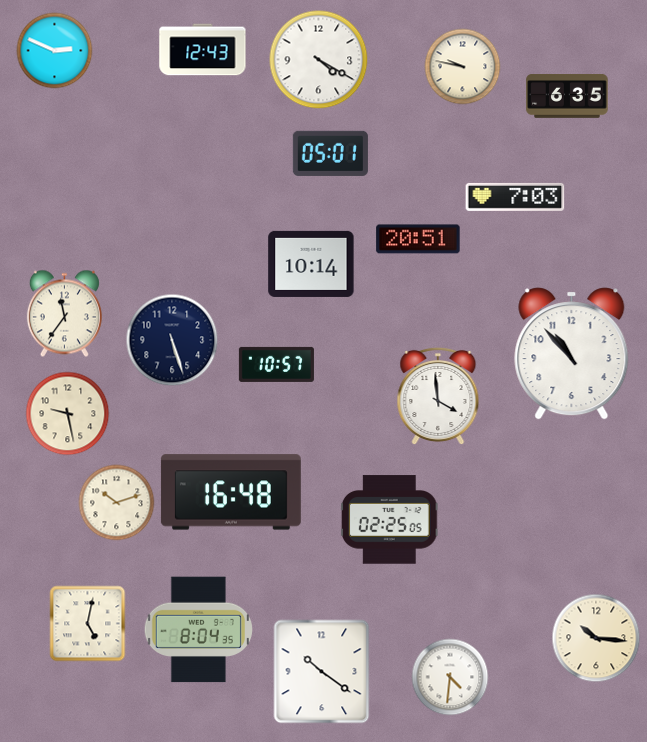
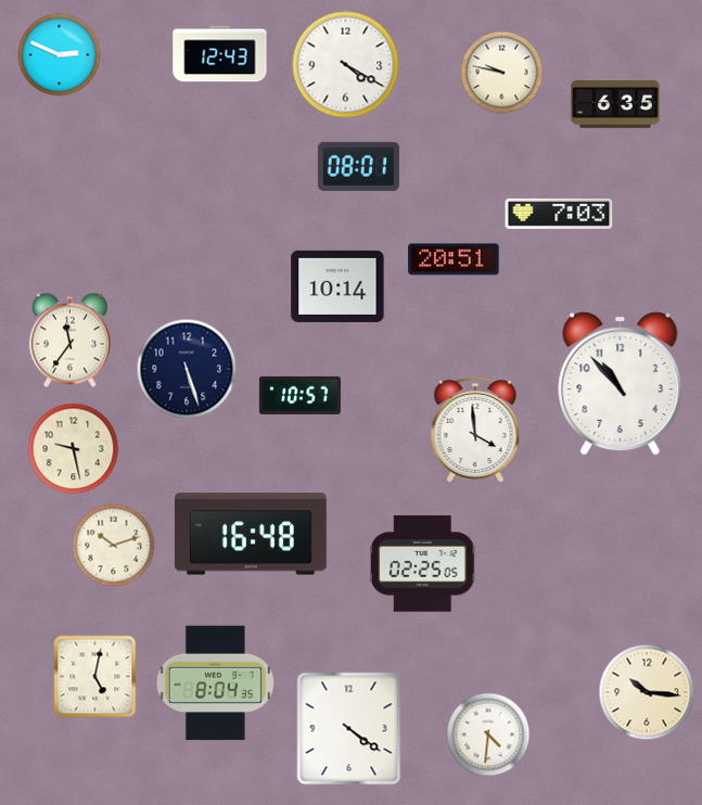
clock at (330, 153): 05:01 -> 08:01
clock at (117, 503) position: (117, 503) -> (114, 546)
clock at (322, 672): 10:21 -> 4:21
